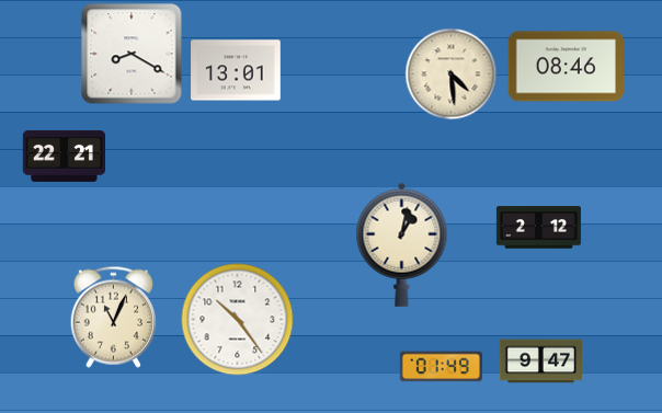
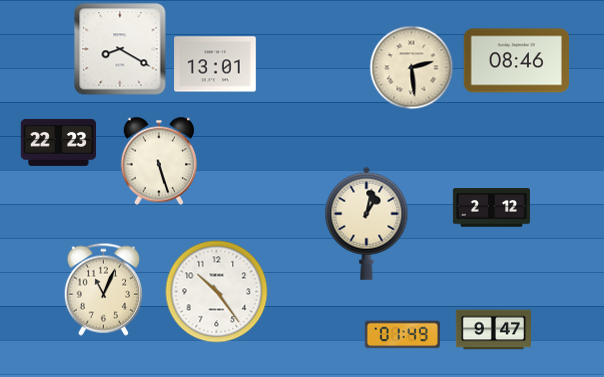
clock at (452, 74): 4:29 -> 2:29
clock at (64, 156): 22:21 -> 22:23
clock at (159, 161): none -> 5:27
